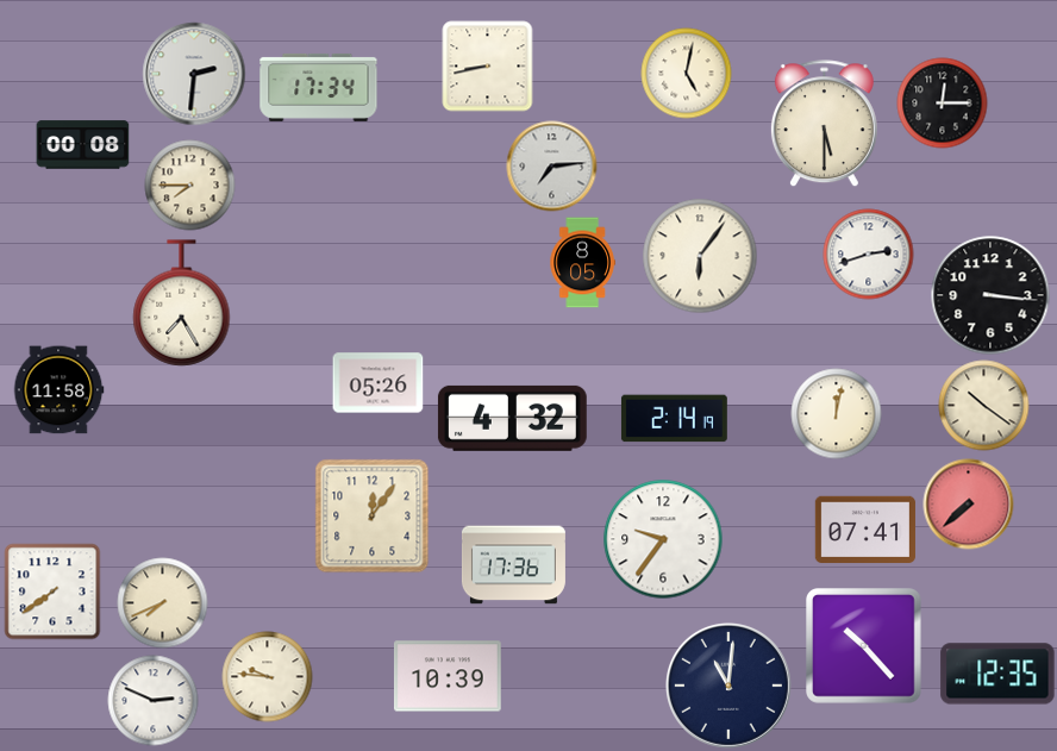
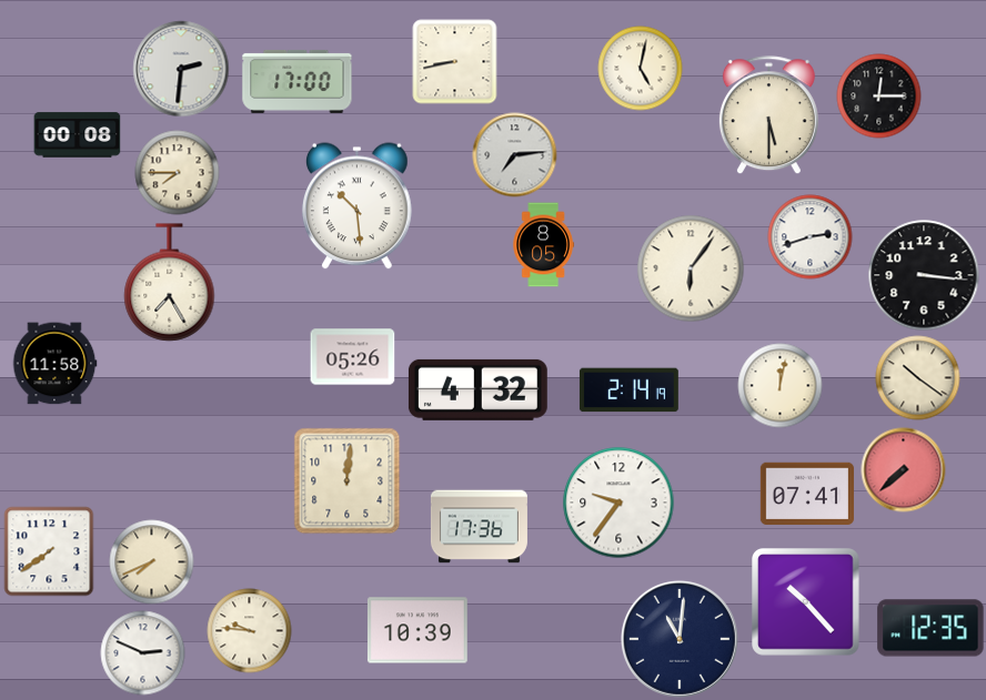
clock at (319, 87): 17:34 -> 17:00
clock at (358, 206): none -> 10:29
clock at (700, 256) position: (700, 256) -> (691, 268)
clock at (373, 517): 12:06 -> 12:01
